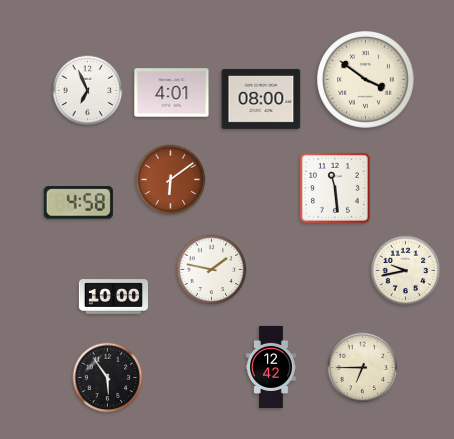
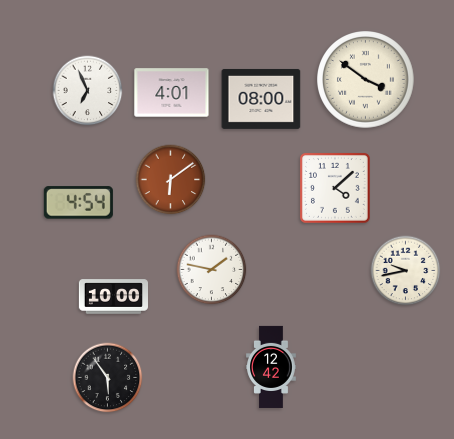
clock at (336, 189): 11:29 -> 4:08
clock at (78, 203): 4:58 -> 4:54
clock at (363, 368): 6:45 -> none
